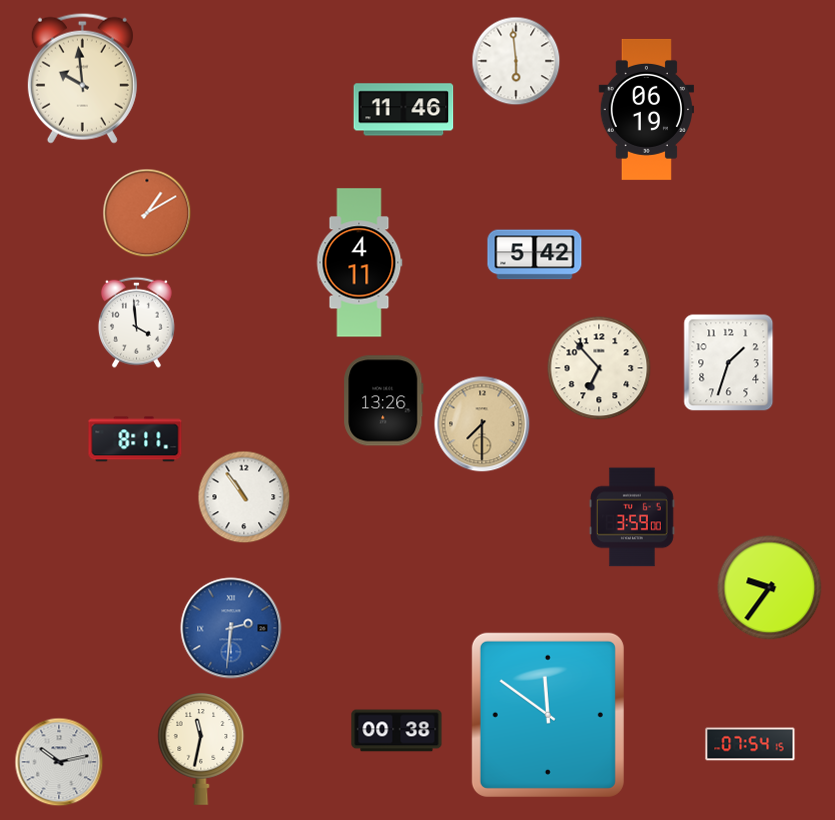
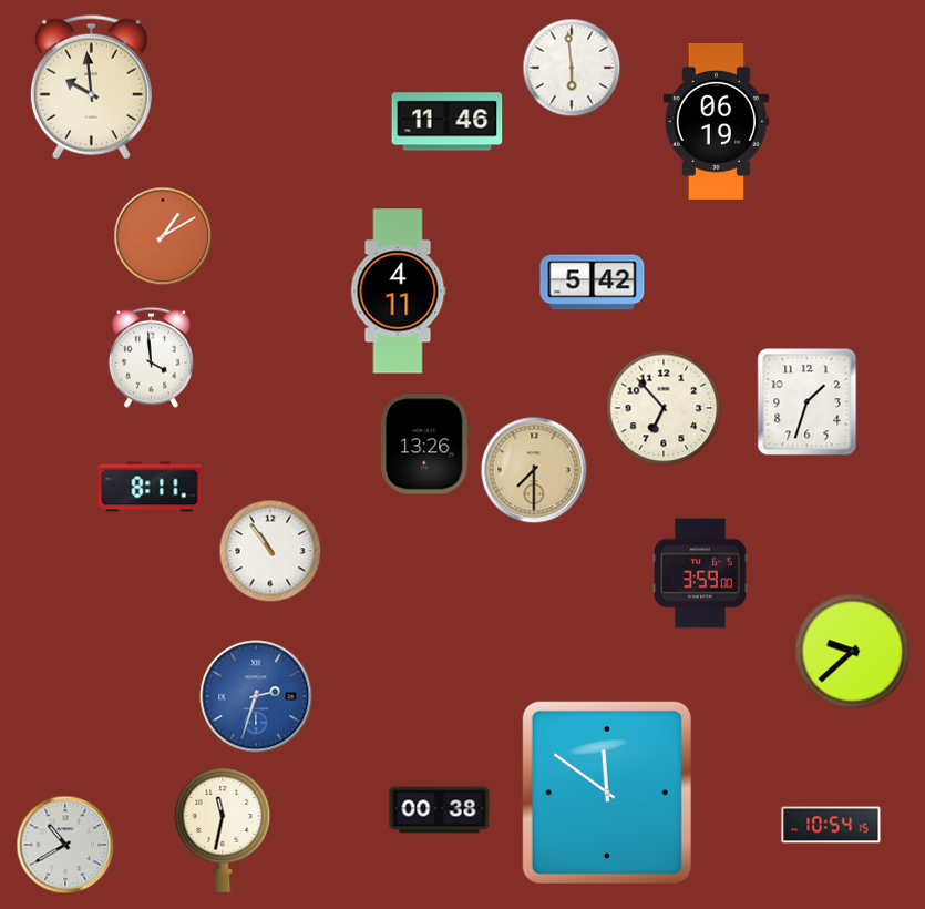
clock at (770, 588): 9:36 -> 9:38
clock at (231, 628): 2:31 -> 2:33
clock at (750, 744): 07:54 -> 10:54
clock at (59, 762): 10:13 -> 10:40
